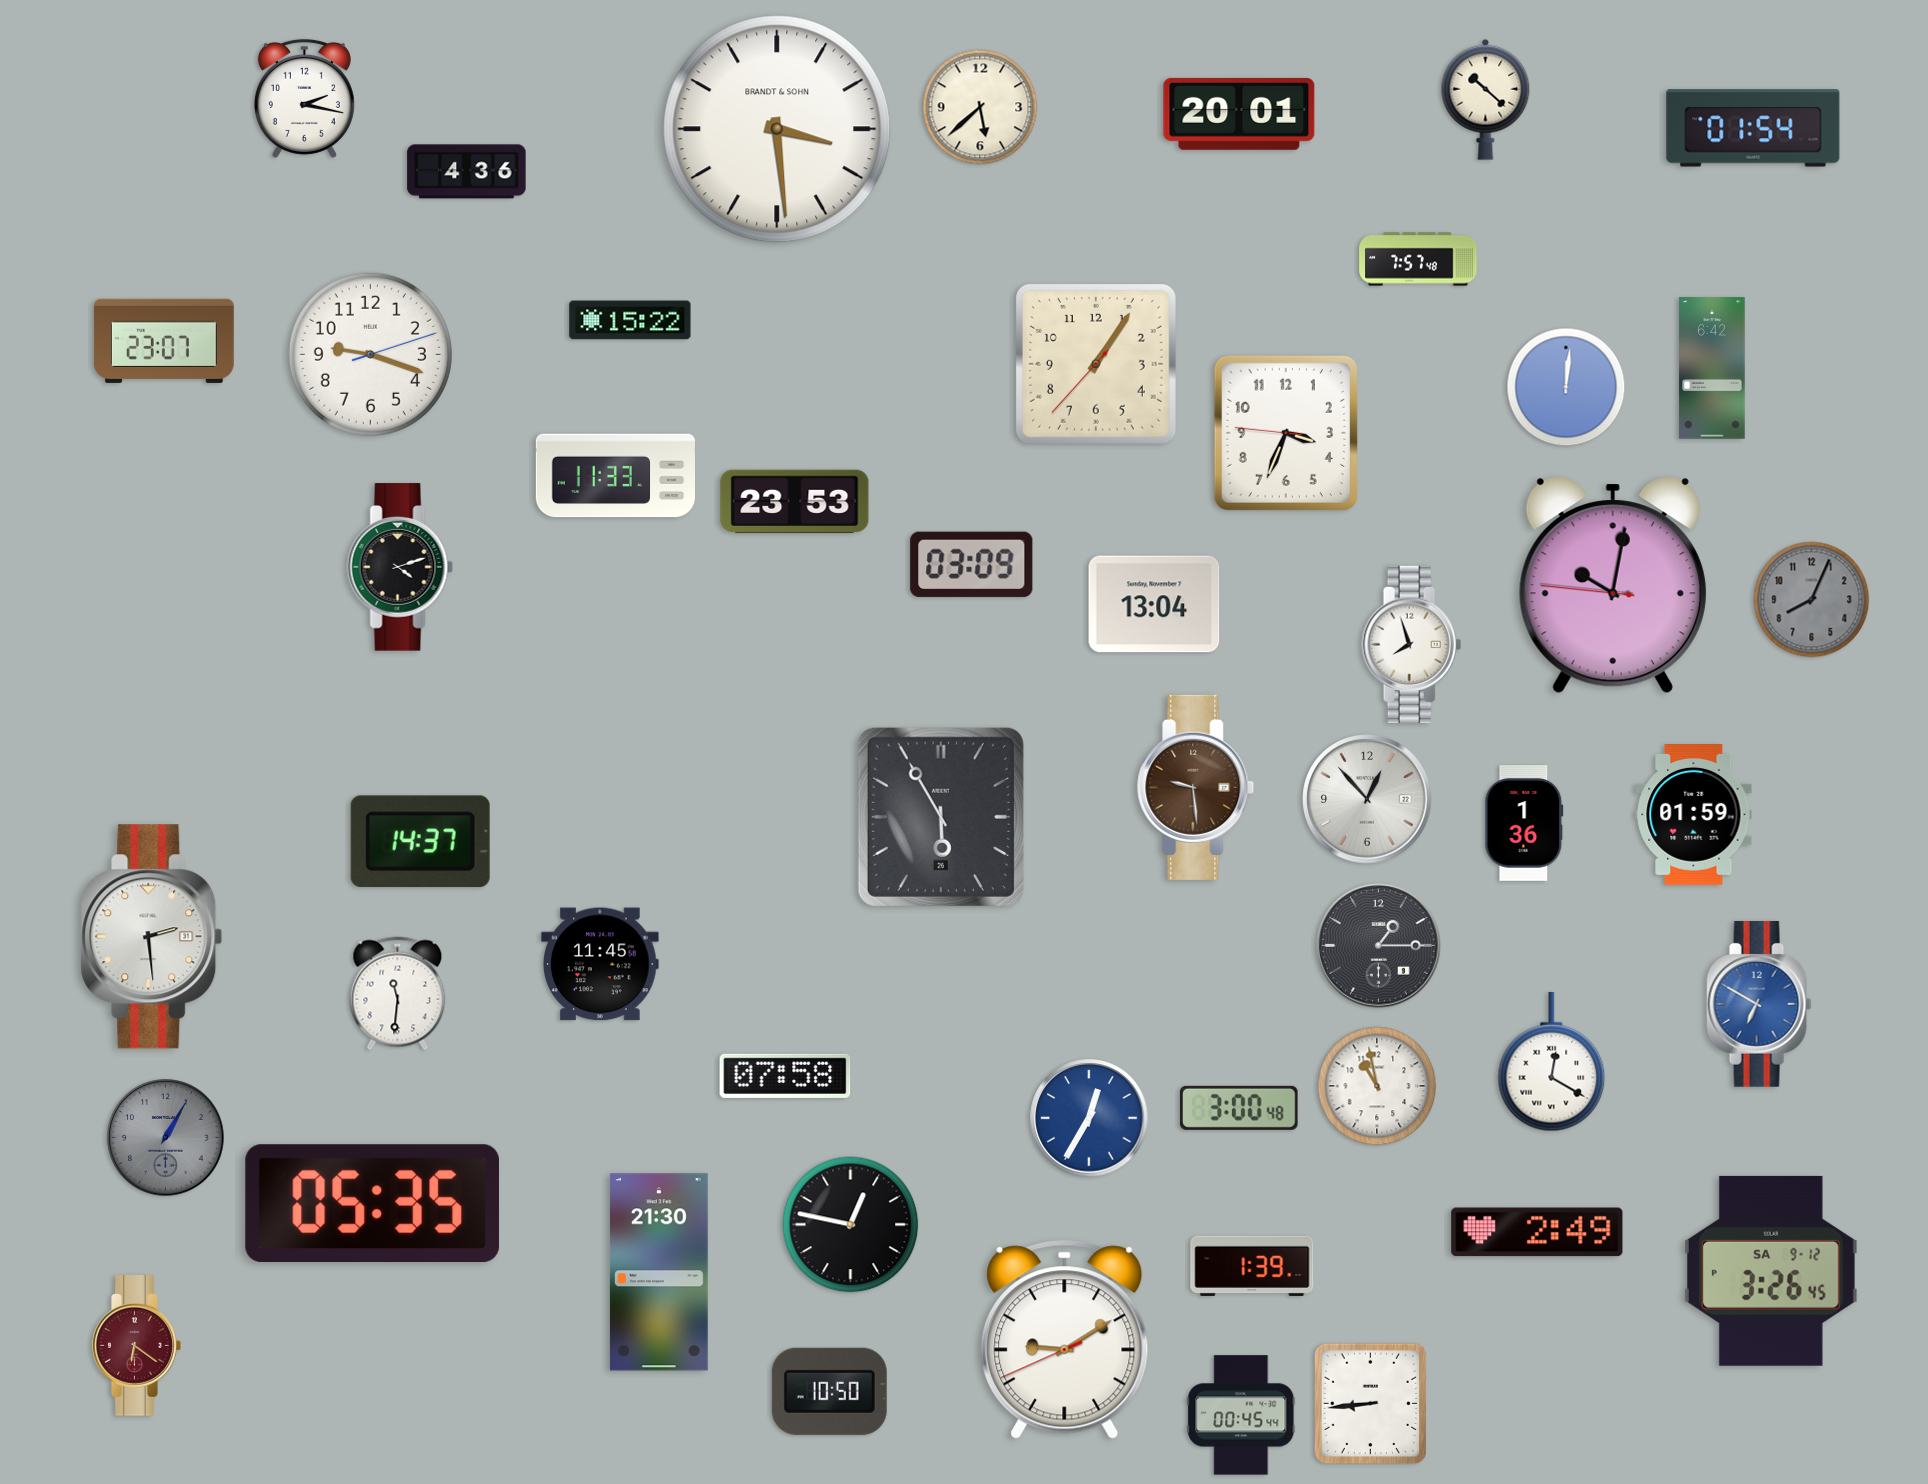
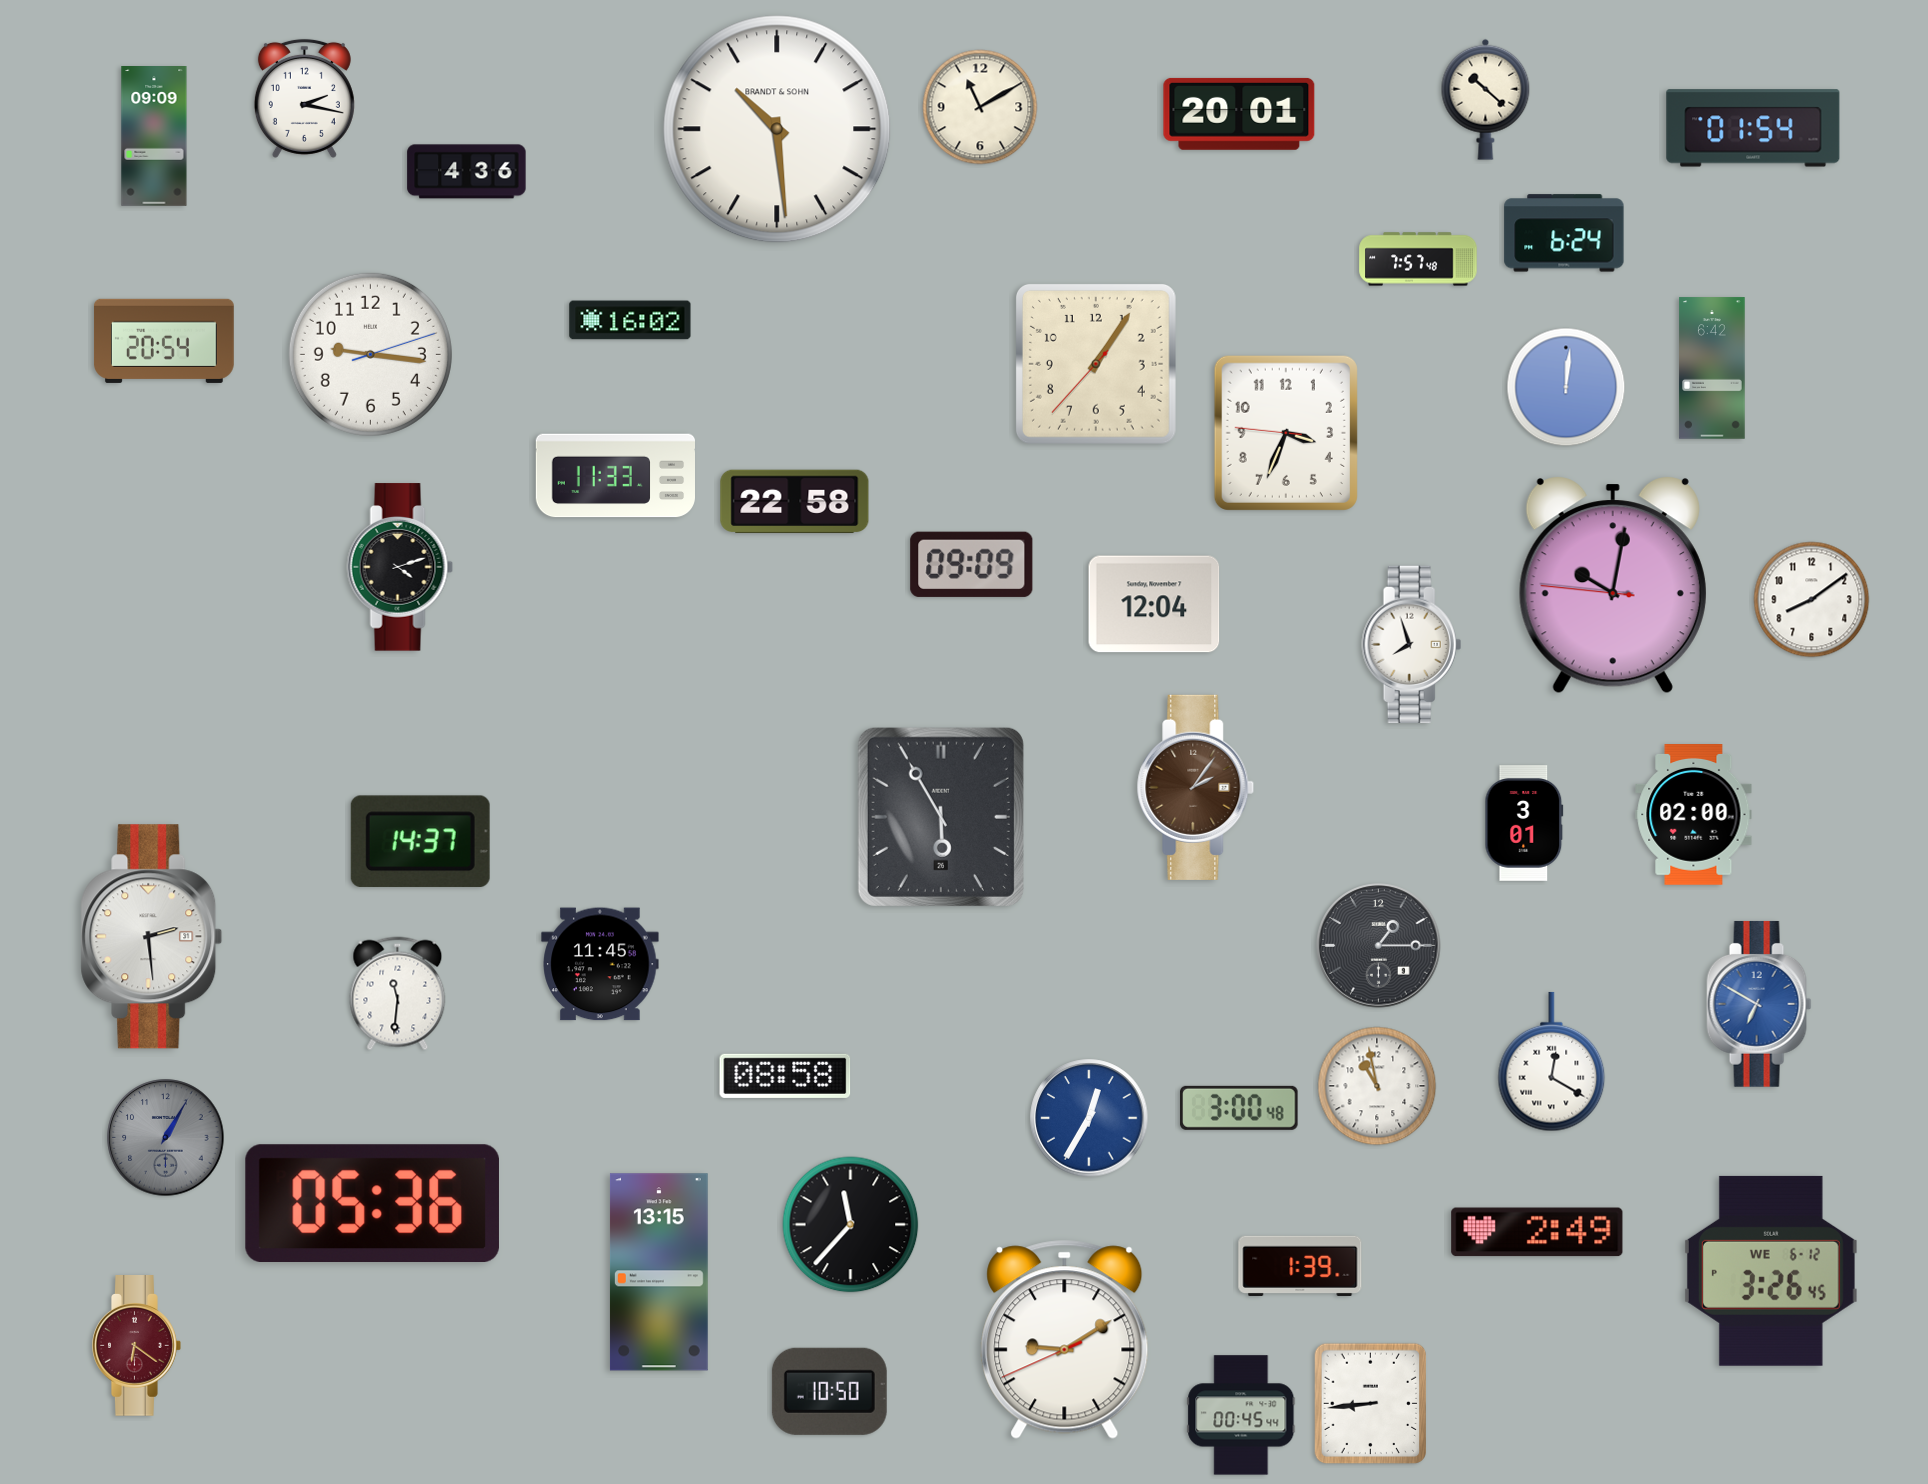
clock at (980, 107): 5:38 -> 11:10
clock at (777, 129): 3:29 -> 10:29
clock at (154, 137): none -> 09:09
clock at (1564, 233): none -> 6:24
clock at (630, 320): 15:22 -> 16:02
clock at (164, 341): 23:07 -> 20:54
clock at (370, 354): 9:18 -> 9:16
clock at (795, 502): 23:53 -> 22:58
clock at (972, 564): 03:09 -> 09:09
clock at (1812, 600): 8:04 -> 8:09
clock at (1812, 600) dial: grey -> white
clock at (1154, 604): 13:04 -> 12:04
clock at (1196, 787): 9:29 -> 2:06
clock at (1367, 799): 12:53 -> none
clock at (1694, 815): 01:59 -> 02:00
clock at (1524, 823): 1:36 -> 3:01
clock at (785, 1076): 07:58 -> 08:58
clock at (372, 1203): 05:35 -> 05:36
clock at (851, 1225): 12:47 -> 11:37
clock at (1252, 1266) position: (1252, 1266) -> (1300, 1266)
clock at (1771, 1271) date: SA 9-12 -> WE 6-12
clock at (659, 1272): 21:30 -> 13:15
